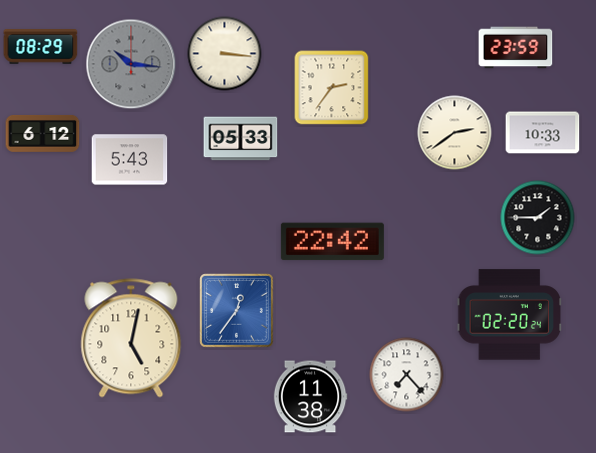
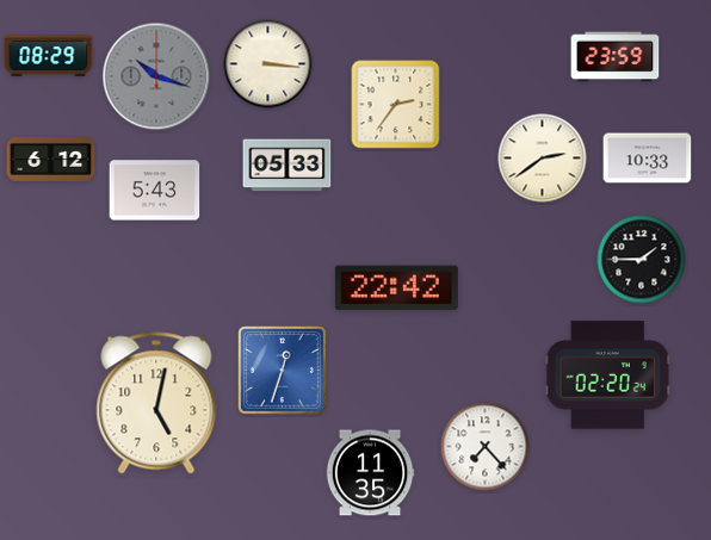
clock at (131, 64): 10:16 -> 10:18
clock at (237, 311): 12:36 -> 12:33
clock at (310, 397): 11:38 -> 11:35
